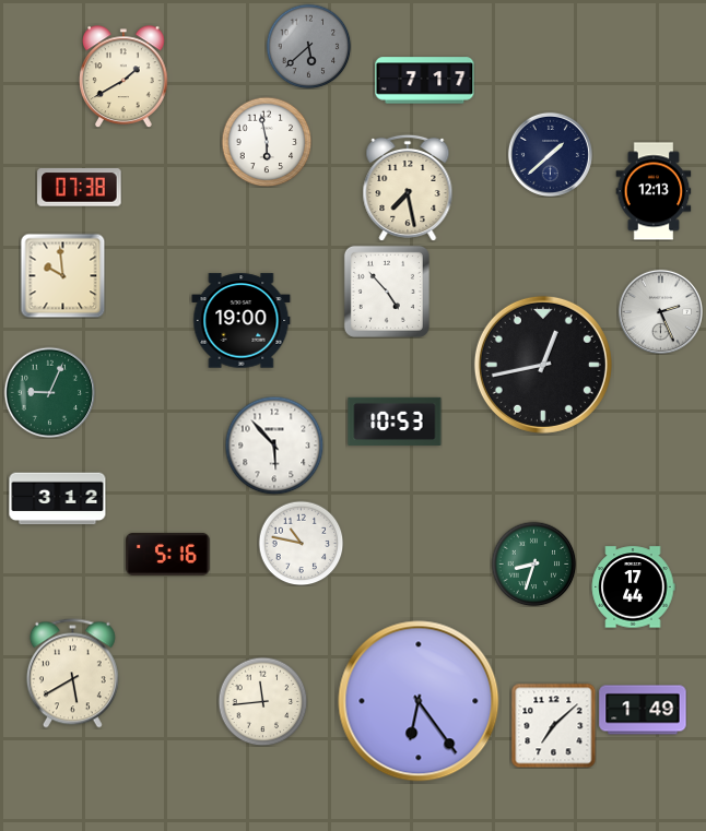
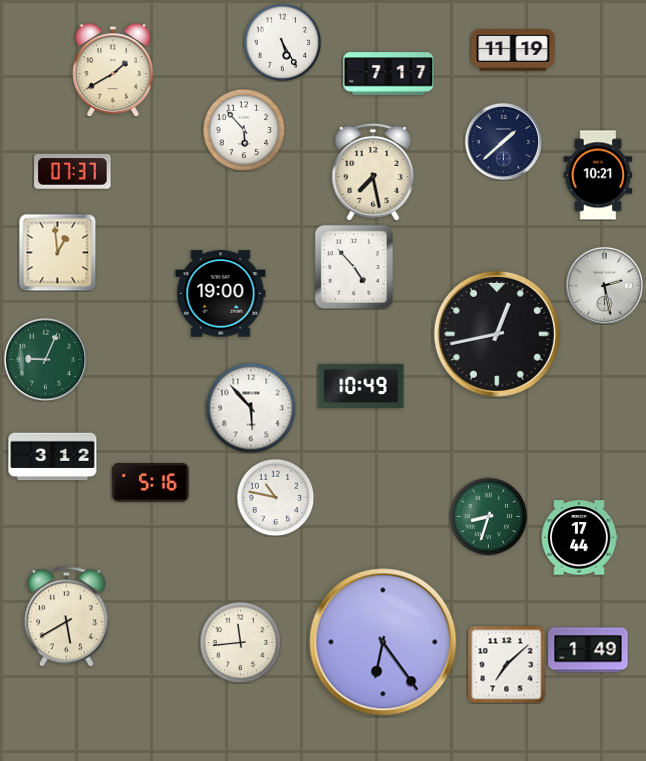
clock at (308, 46): 5:38 -> 5:25
clock at (308, 46) dial: grey -> white
clock at (513, 50): none -> 11:19
clock at (267, 142): 5:58 -> 5:53
clock at (80, 188): 07:38 -> 07:37
clock at (654, 191): 12:13 -> 10:21
clock at (62, 275): 9:59 -> 12:59
clock at (660, 311): 2:26 -> 2:28
clock at (395, 422): 10:53 -> 10:49
clock at (168, 554) position: (168, 554) -> (151, 482)
